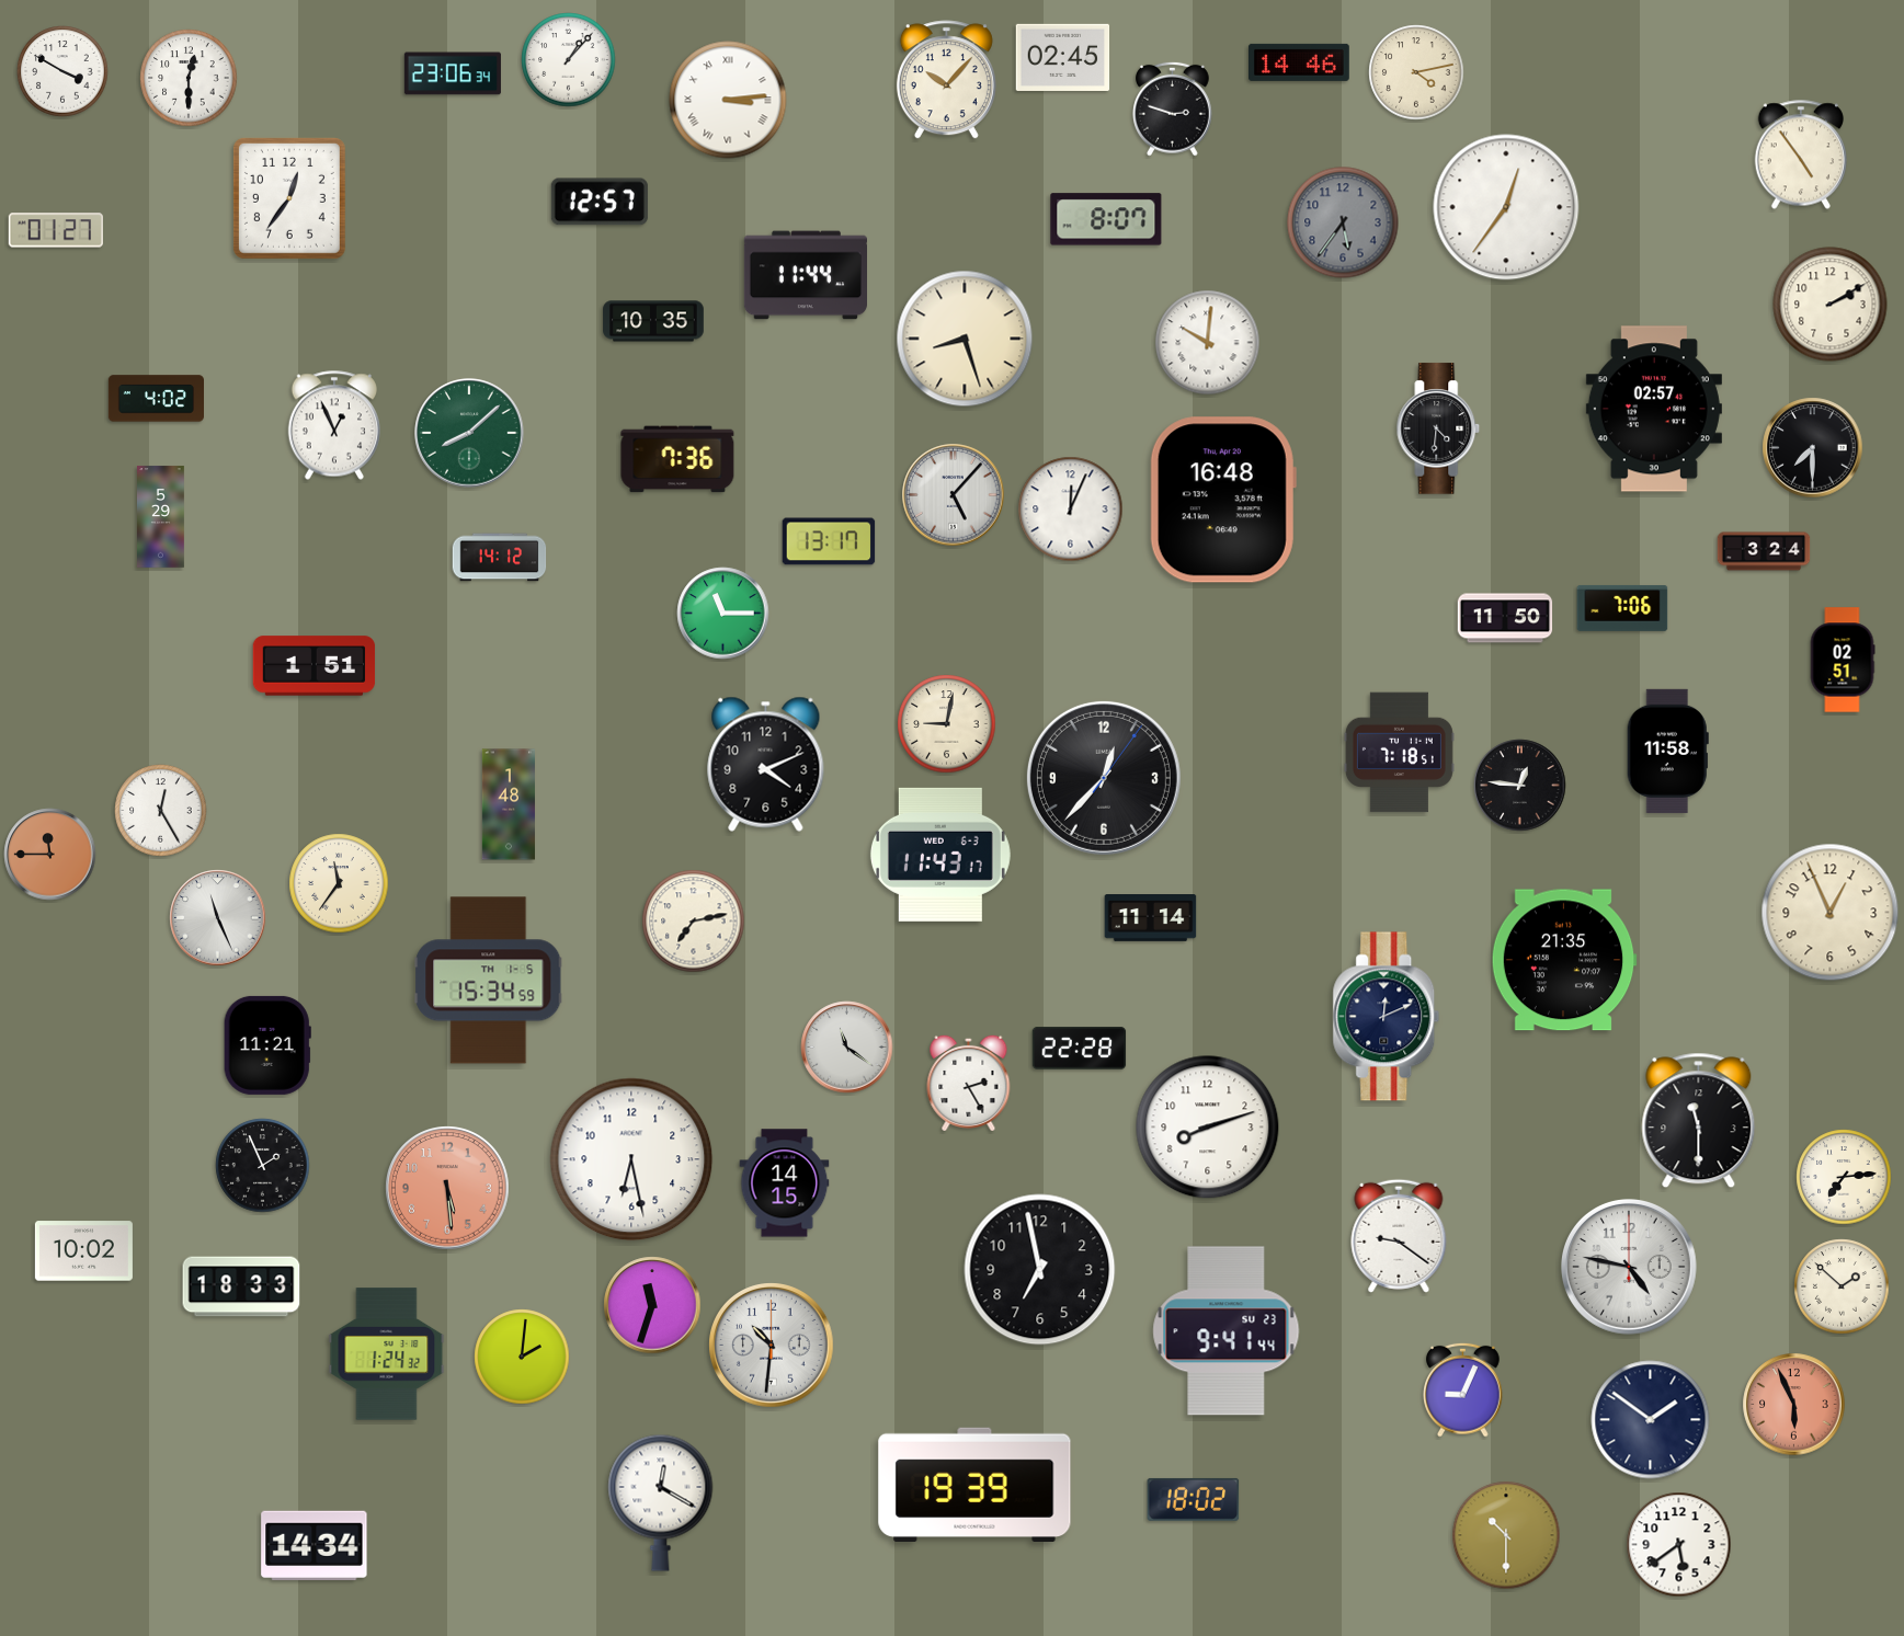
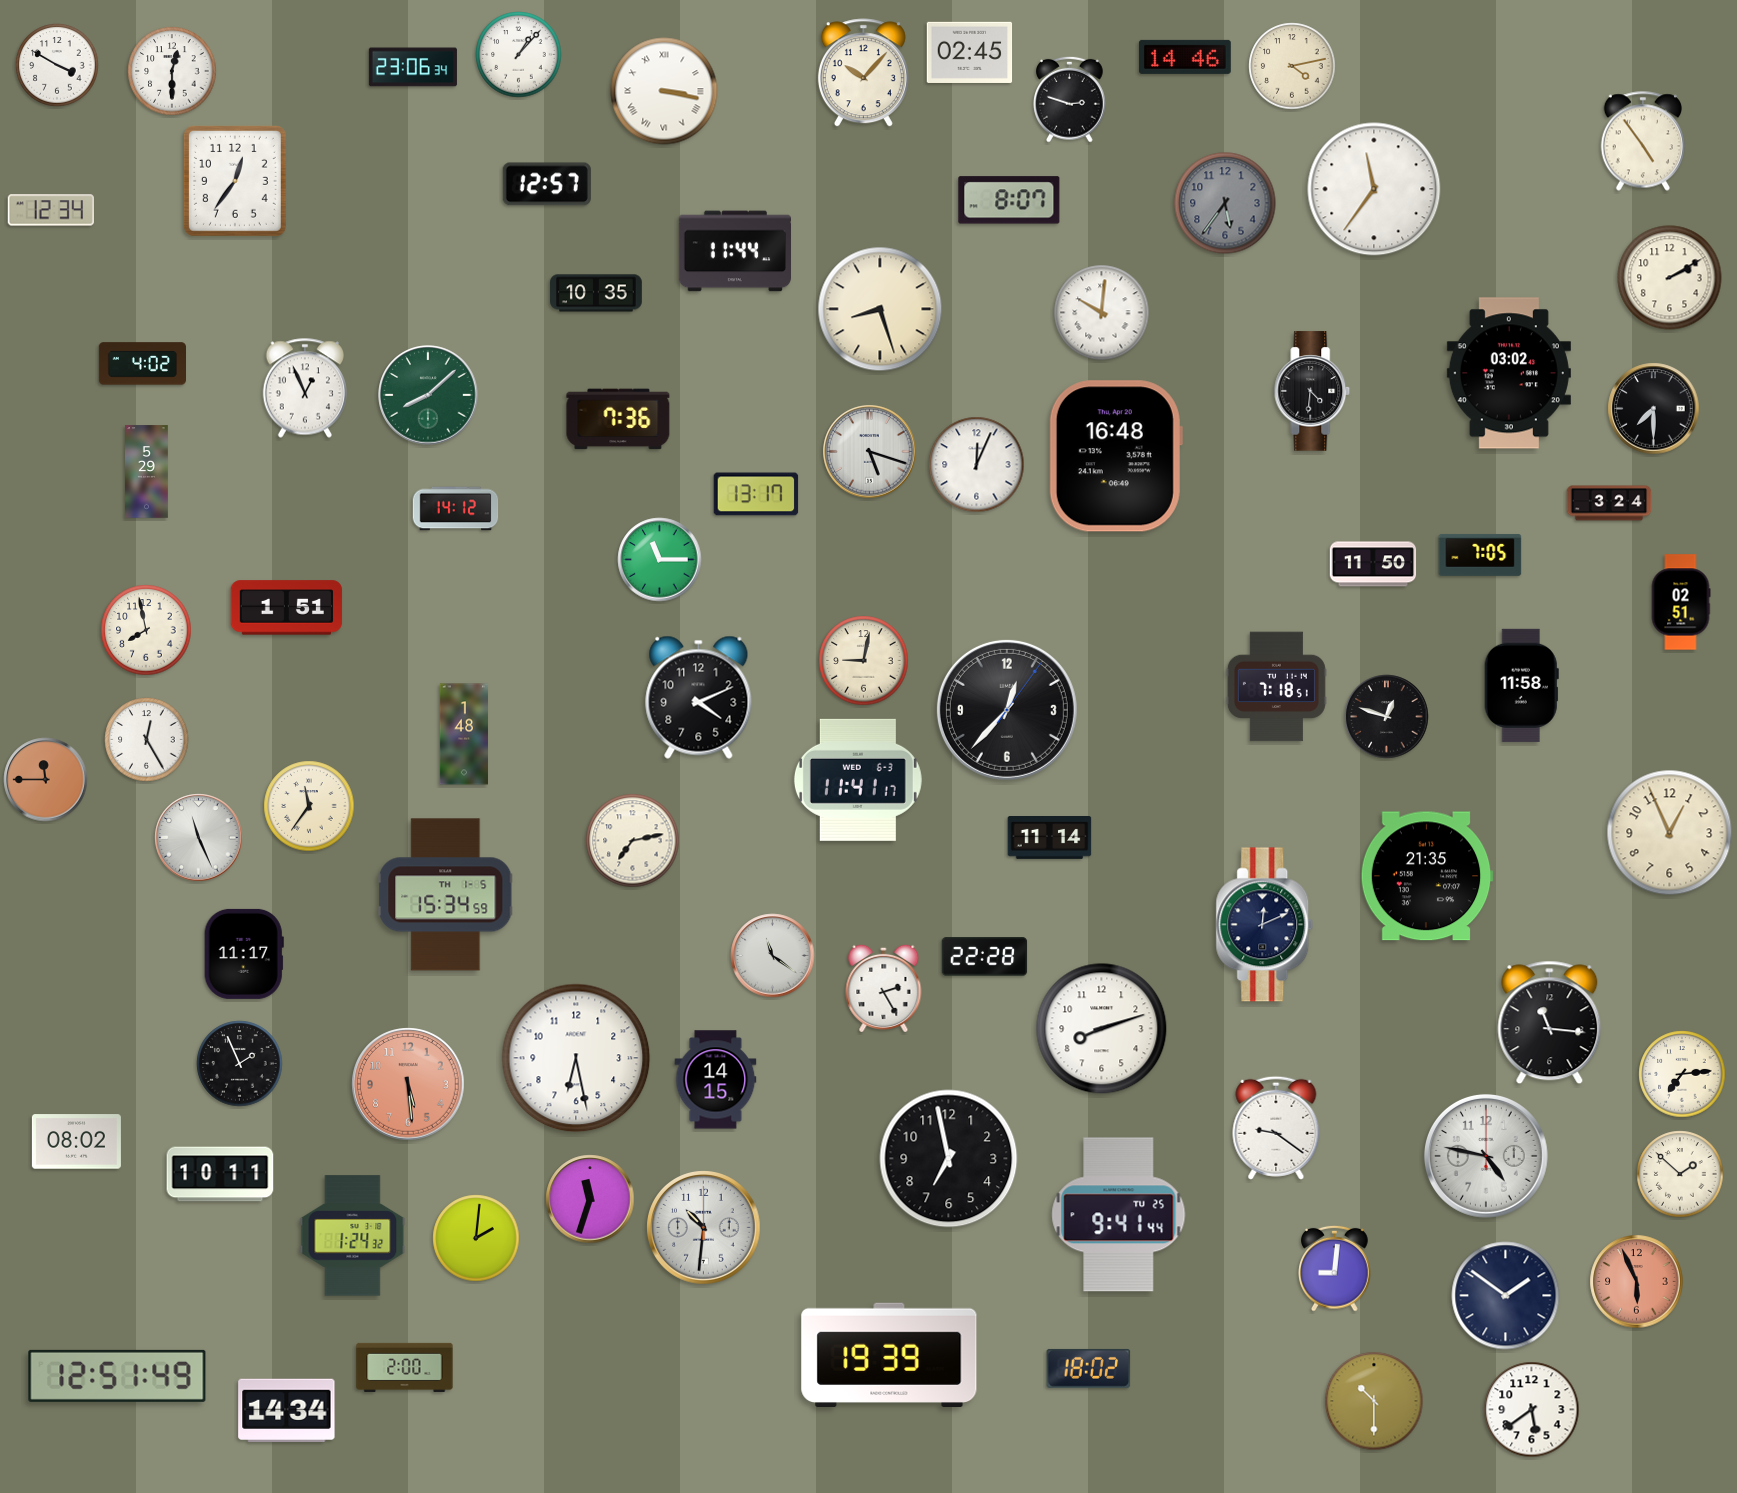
clock at (728, 100): 3:14 -> 3:17
clock at (289, 198) position: (289, 198) -> (235, 181)
clock at (1506, 207): 12:36 -> 11:36
clock at (56, 230): 01:27 -> 12:34
clock at (1654, 409): 02:57 -> 03:02
clock at (954, 495): 5:07 -> 5:18
clock at (1622, 608): 7:06 -> 7:05
clock at (146, 630): none -> 7:58
clock at (1520, 786): 12:46 -> 12:48
clock at (940, 855): 11:43 -> 11:41
clock at (1387, 1017) position: (1387, 1017) -> (1265, 925)
clock at (267, 1045): 11:21 -> 11:17
clock at (1699, 1121): 11:30 -> 11:16
clock at (83, 1251): 10:02 -> 08:02
clock at (241, 1286): 18:33 -> 10:11
clock at (652, 1305) position: (652, 1305) -> (590, 1199)
clock at (1227, 1331) date: SU 23 -> TU 25
clock at (1463, 1389): 9:04 -> 9:01
clock at (405, 1367): none -> 2:00
clock at (661, 1502): 12:20 -> none
clock at (117, 1376): none -> 12:51
